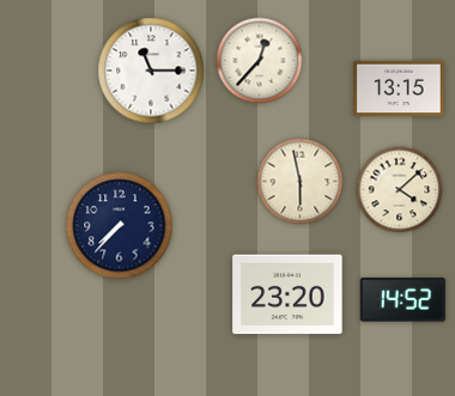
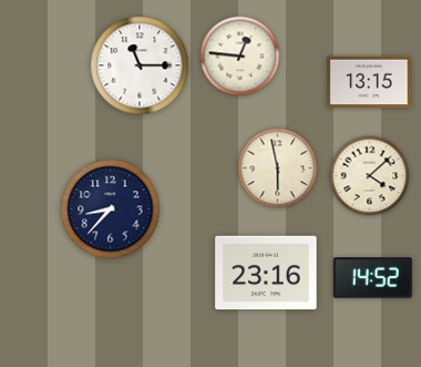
clock at (260, 61): 12:37 -> 12:46
clock at (120, 226): 7:37 -> 8:37
clock at (287, 294): 23:20 -> 23:16
